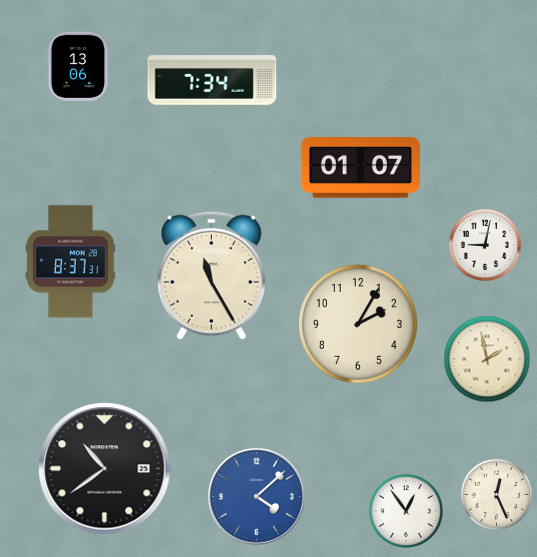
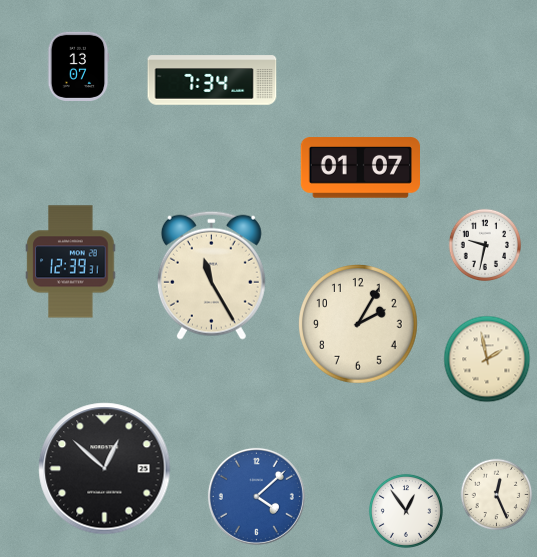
clock at (78, 66): 13:06 -> 13:07
clock at (484, 244): 9:02 -> 9:32
clock at (71, 262): 8:37 -> 12:39
clock at (105, 469): 10:39 -> 12:52
